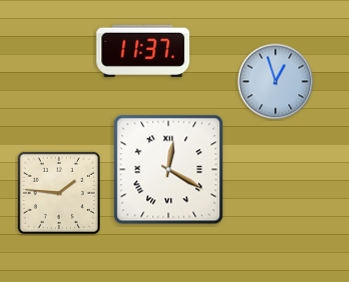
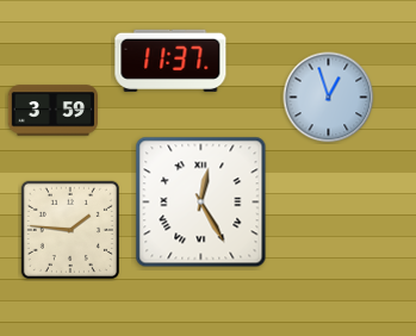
clock at (52, 111): none -> 3:59
clock at (169, 170): 12:20 -> 12:25
